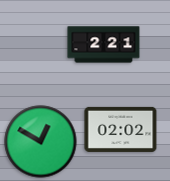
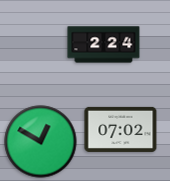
clock at (104, 45): 2:21 -> 2:24
clock at (121, 129): 02:02 -> 07:02
